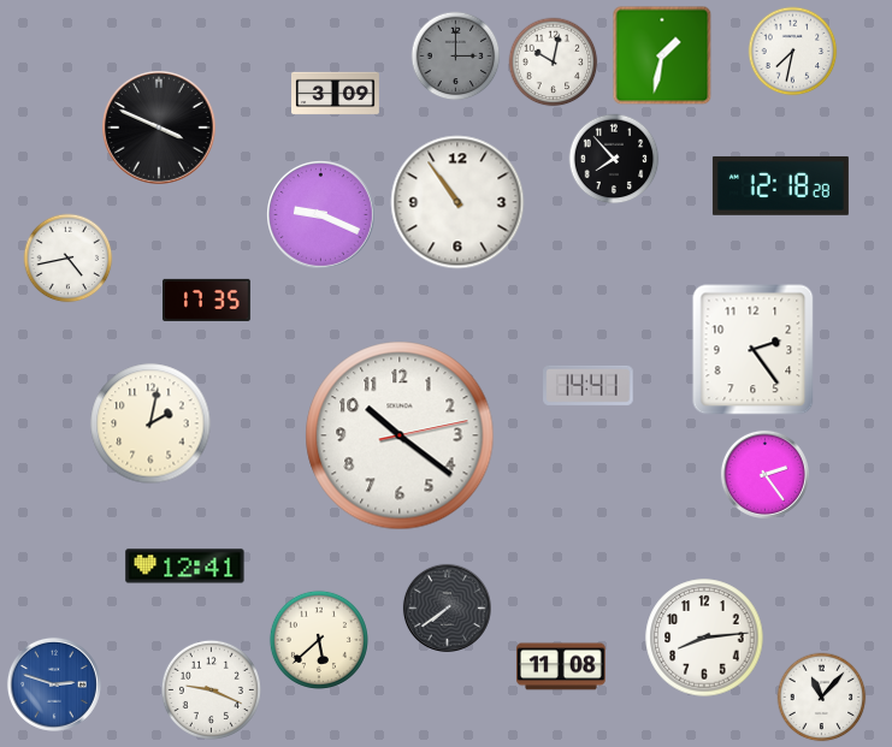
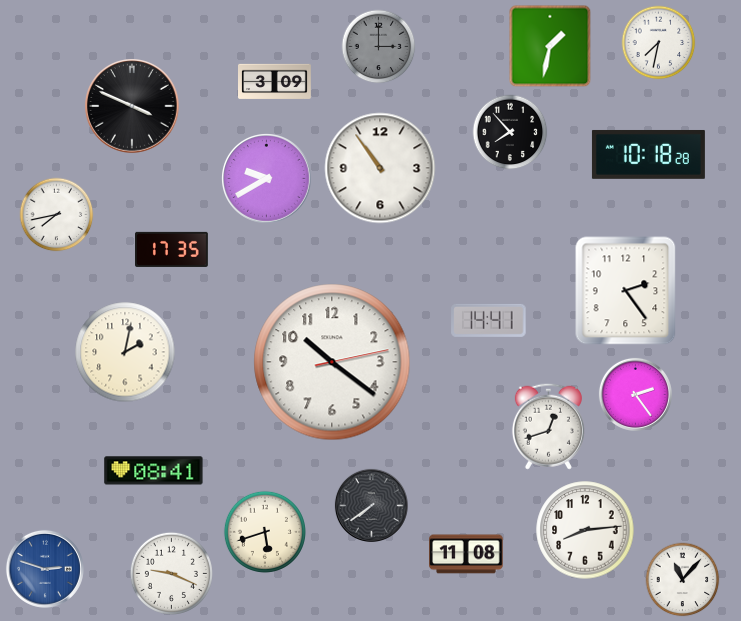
clock at (554, 63): 10:02 -> none
clock at (336, 94) position: (336, 94) -> (275, 82)
clock at (780, 185): 12:18 -> 10:18
clock at (321, 215): 9:19 -> 9:40
clock at (69, 259): 4:43 -> 7:43
clock at (548, 426): none -> 12:42
clock at (185, 567): 12:41 -> 08:41
clock at (319, 640): 5:38 -> 5:42
clock at (211, 689) position: (211, 689) -> (171, 573)
